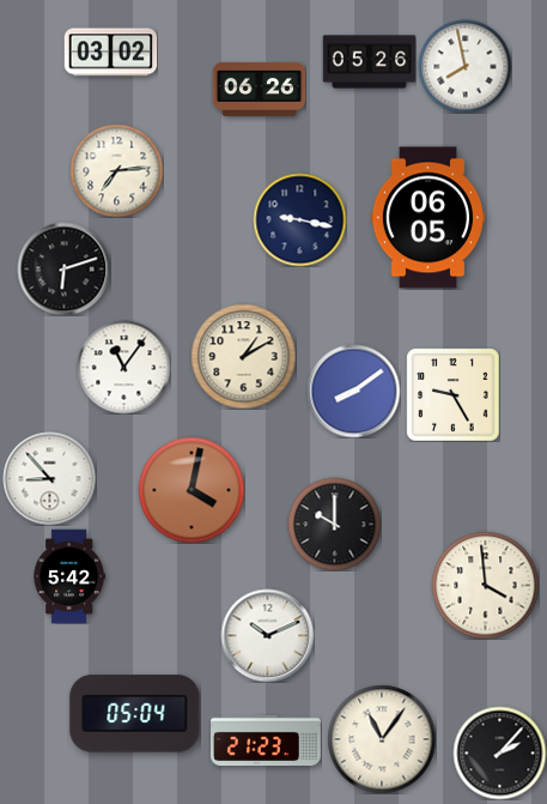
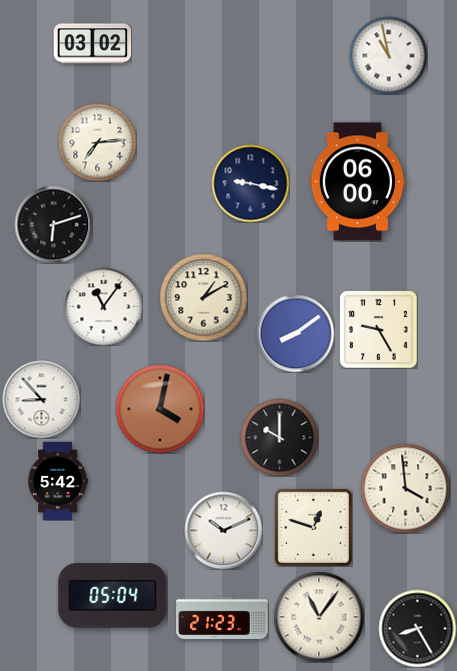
clock at (369, 62): 05:26 -> none
clock at (464, 66): 7:58 -> 10:58
clock at (259, 89): 06:26 -> none
clock at (427, 218): 06:05 -> 06:00
clock at (353, 391) position: (353, 391) -> (295, 333)
clock at (313, 527): none -> 12:48
clock at (499, 752): 2:07 -> 8:25
